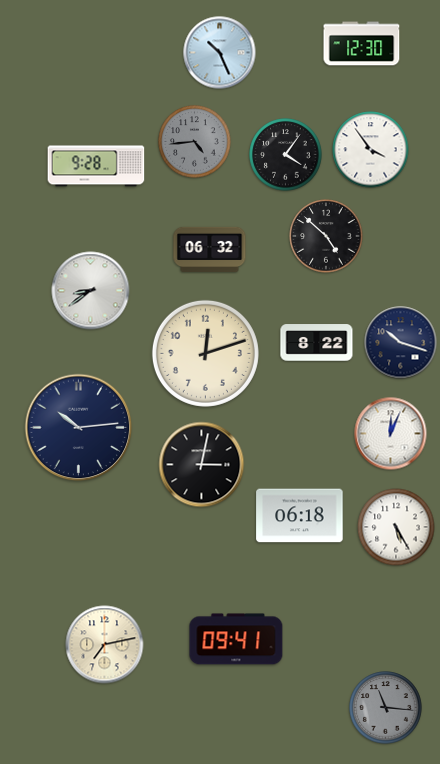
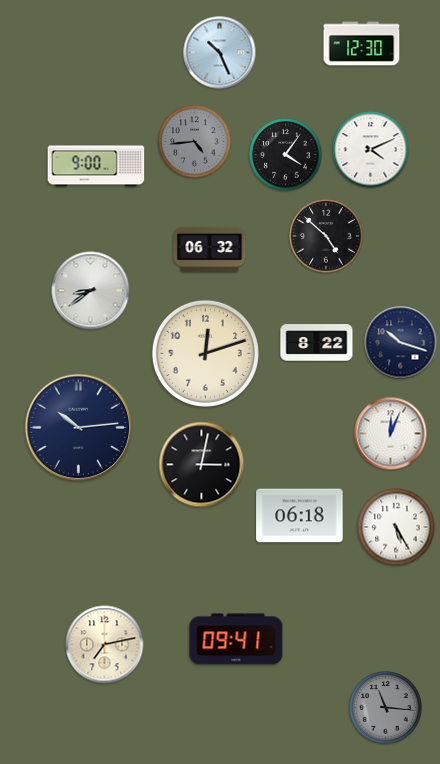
clock at (371, 150): 3:54 -> 4:11
clock at (96, 166): 9:28 -> 9:00
